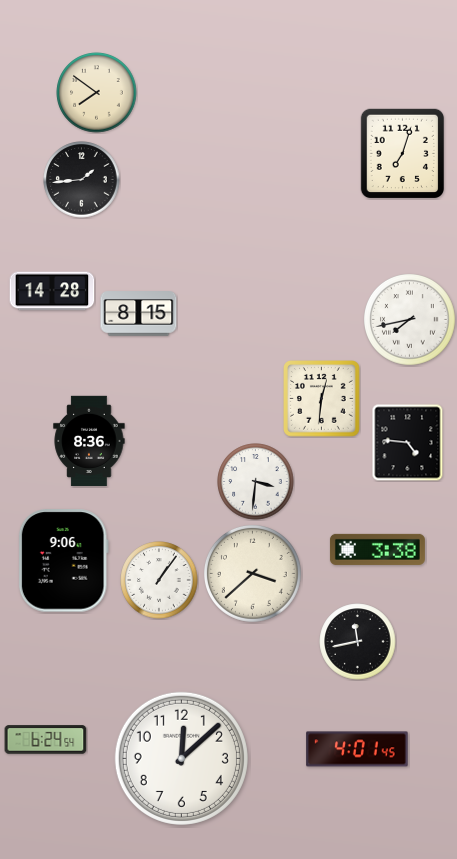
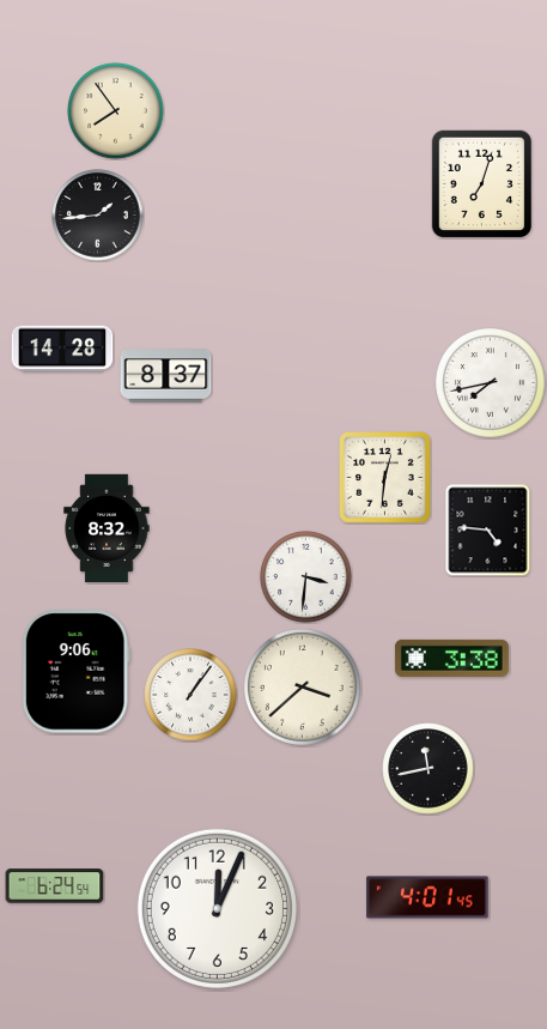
clock at (97, 93): 7:51 -> 7:54
clock at (139, 314): 8:15 -> 8:37
clock at (89, 440): 8:36 -> 8:32
clock at (181, 758): 12:08 -> 12:04
